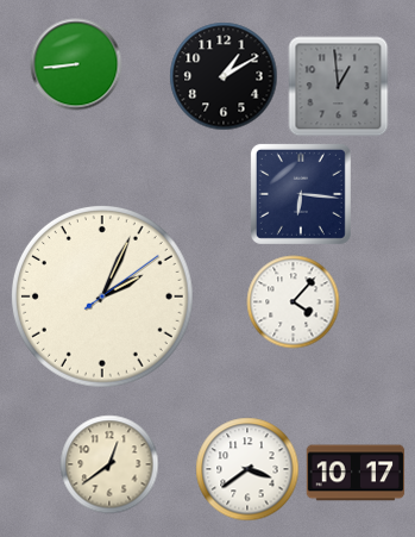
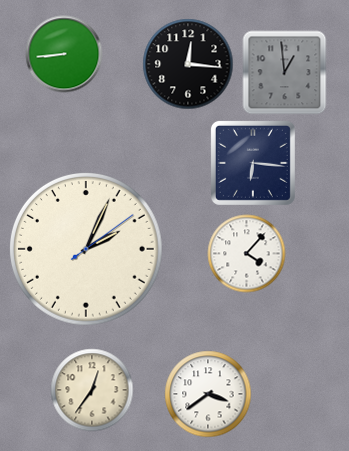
clock at (224, 76): 1:10 -> 12:16
clock at (109, 464): 12:39 -> 12:36
clock at (356, 473): 10:17 -> none
